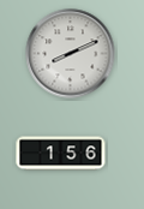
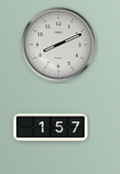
clock at (61, 154): 1:56 -> 1:57
